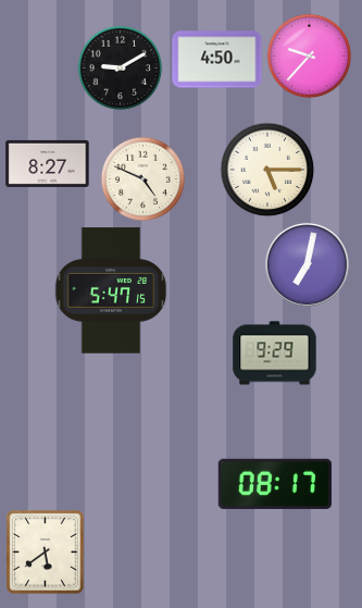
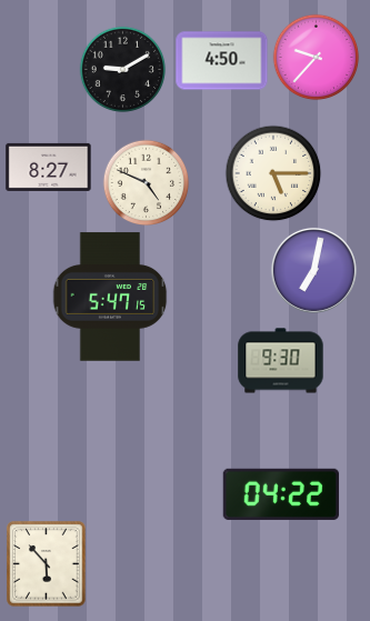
clock at (111, 290) position: (111, 290) -> (110, 297)
clock at (275, 353): 9:29 -> 9:30
clock at (274, 483): 08:17 -> 04:22
clock at (46, 553): 5:39 -> 5:53
